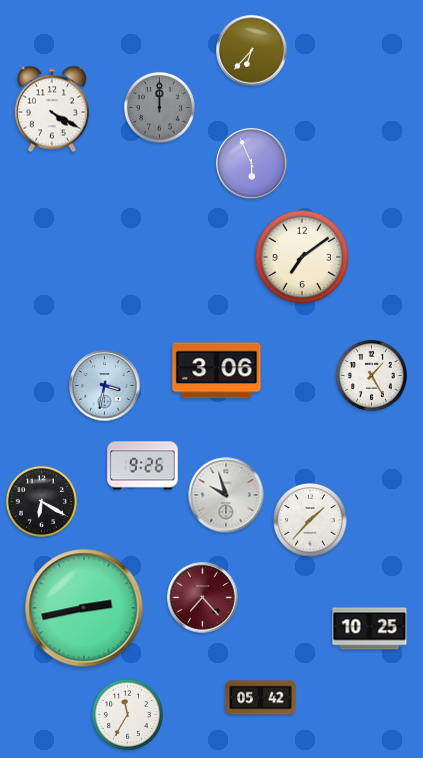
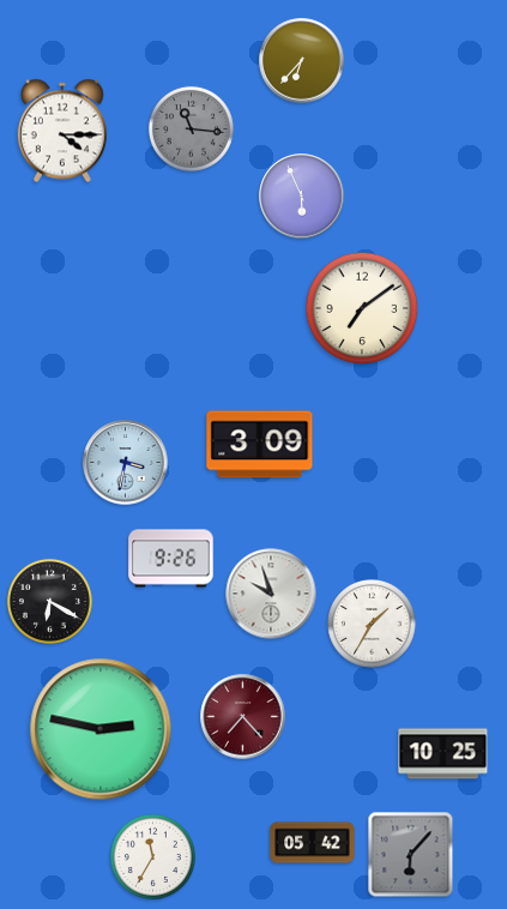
clock at (159, 107): 12:00 -> 11:16
clock at (52, 109): 4:20 -> 4:15
clock at (217, 371): 3:06 -> 3:09
clock at (371, 375): 1:25 -> none
clock at (310, 520): 1:37 -> 1:35
clock at (84, 608): 2:43 -> 2:47
clock at (261, 698) position: (261, 698) -> (313, 843)
clock at (411, 855): none -> 6:07
